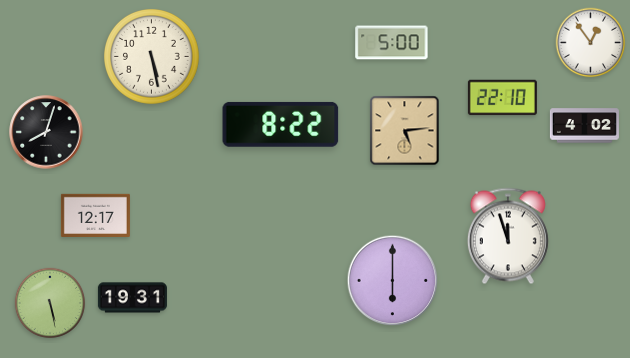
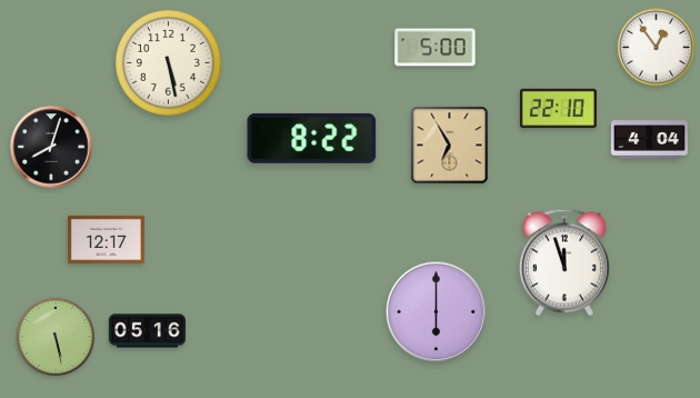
clock at (584, 126): 4:02 -> 4:04
clock at (405, 131): 5:14 -> 6:55
clock at (132, 298): 19:31 -> 05:16
